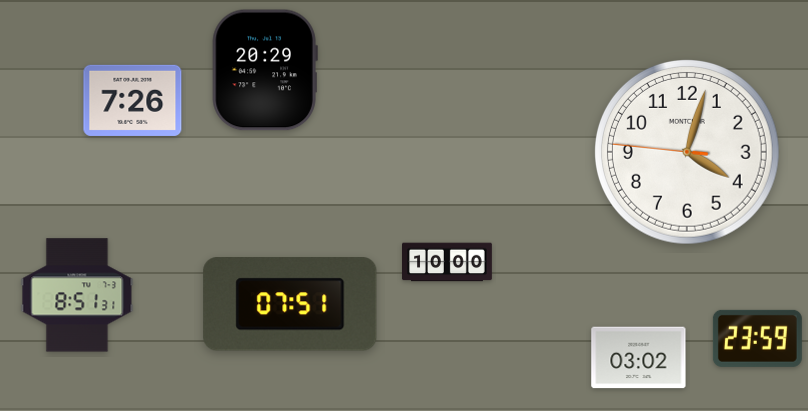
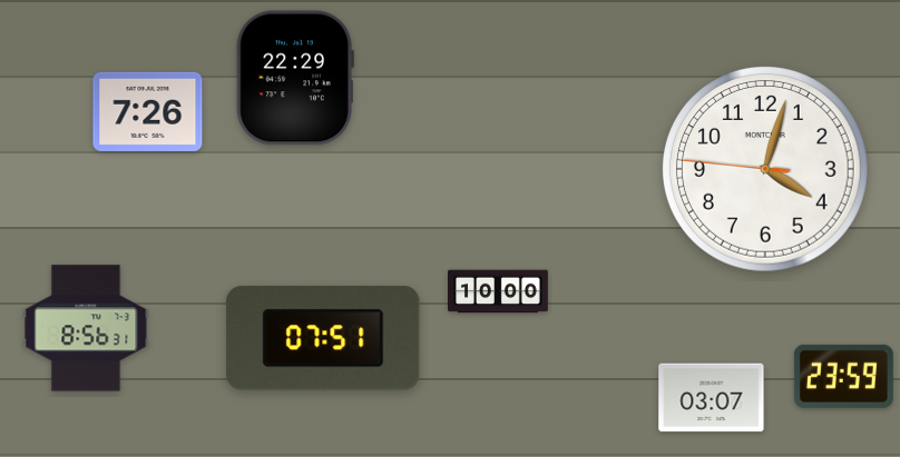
clock at (265, 70): 20:29 -> 22:29
clock at (77, 295): 8:51 -> 8:56
clock at (639, 358): 03:02 -> 03:07
